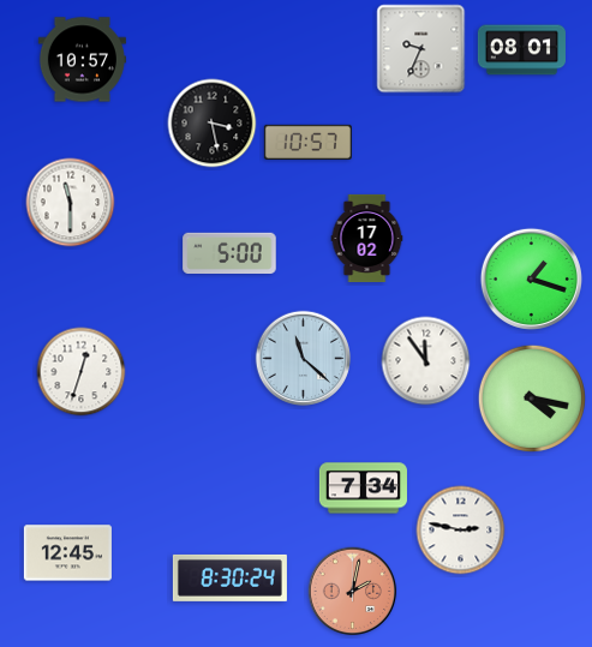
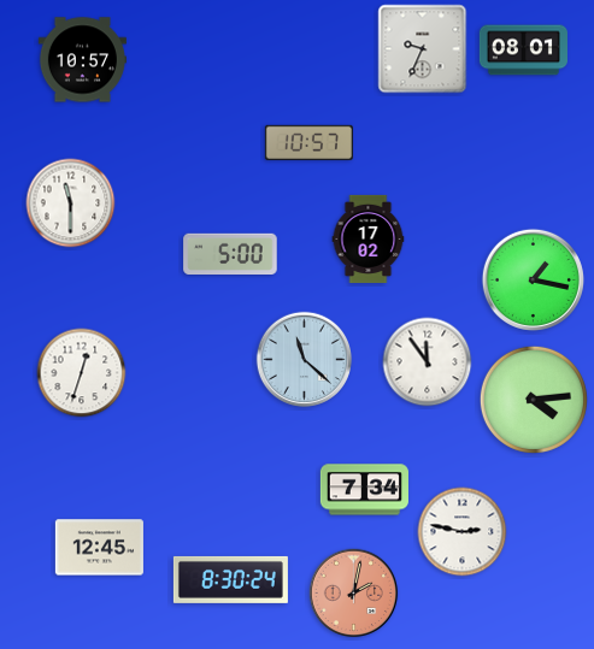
clock at (213, 124): 3:28 -> none
clock at (531, 278): 1:18 -> 1:17
clock at (532, 399): 4:17 -> 4:14
clock at (67, 553) position: (67, 553) -> (99, 548)
